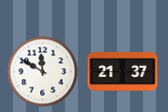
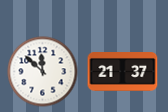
clock at (43, 72): 11:50 -> 11:52
